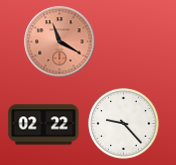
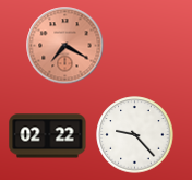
clock at (60, 42): 11:20 -> 7:20
